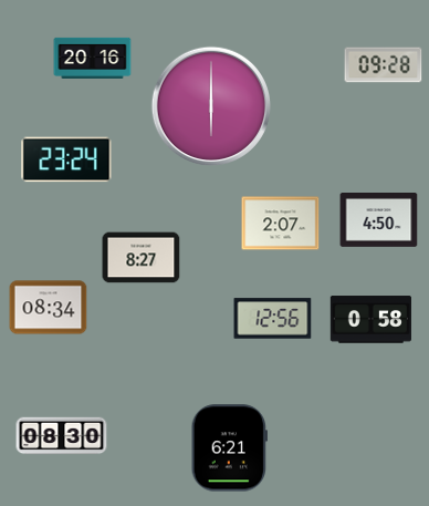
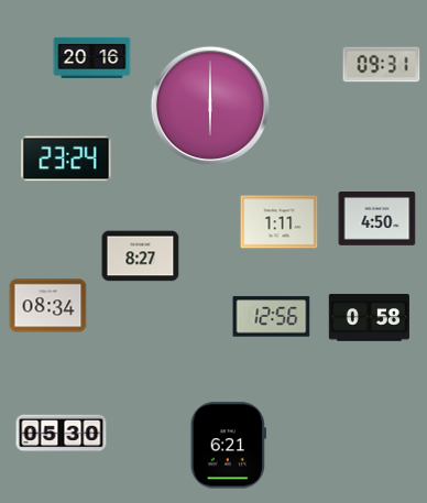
clock at (384, 65): 09:28 -> 09:31
clock at (281, 224): 2:07 -> 1:11
clock at (62, 436): 08:30 -> 05:30
